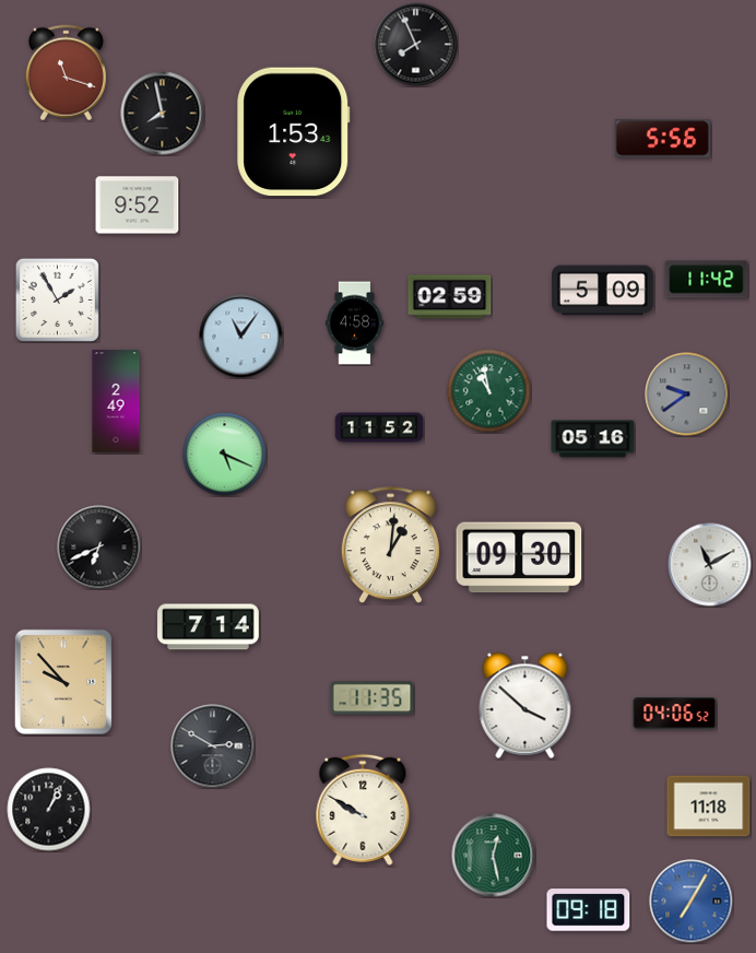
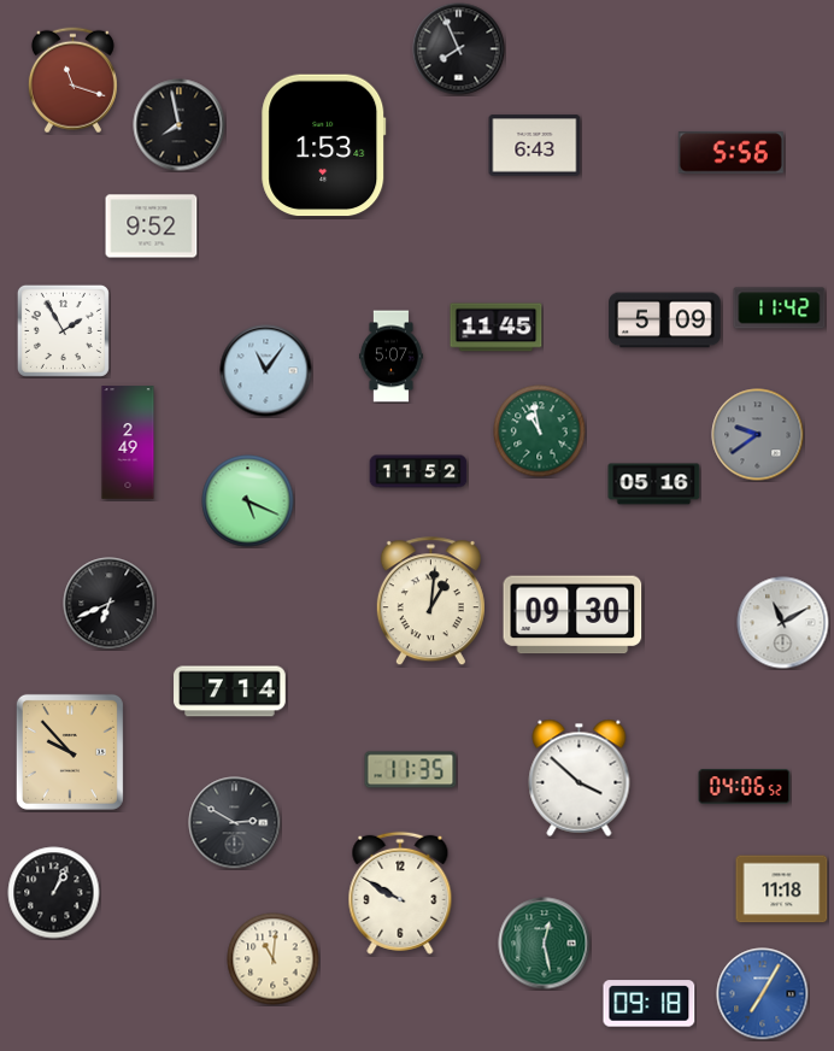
clock at (535, 146): none -> 6:43
clock at (450, 297): 02:59 -> 11:45
clock at (354, 323): 4:58 -> 5:07
clock at (274, 959): none -> 11:01
